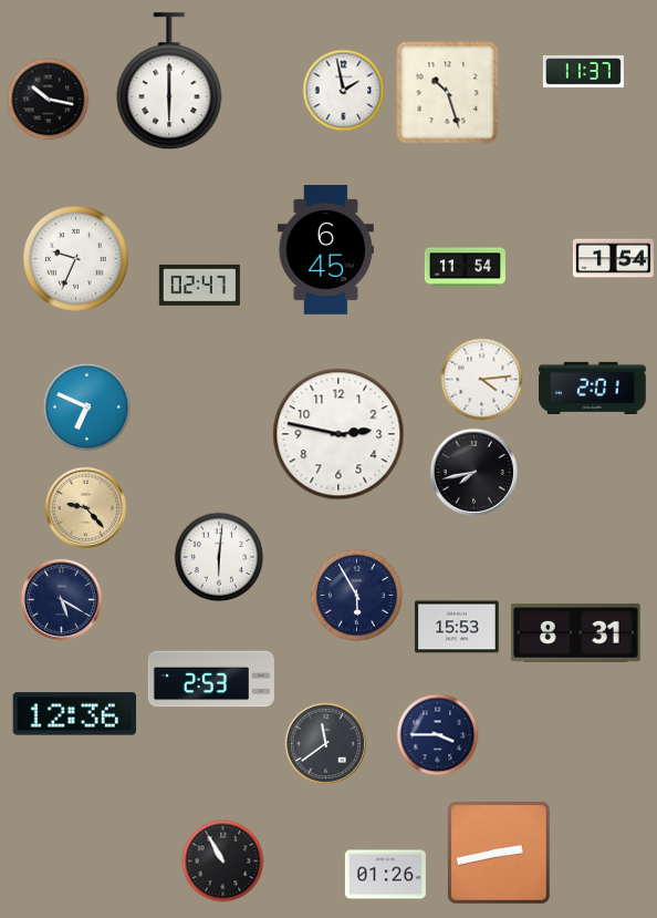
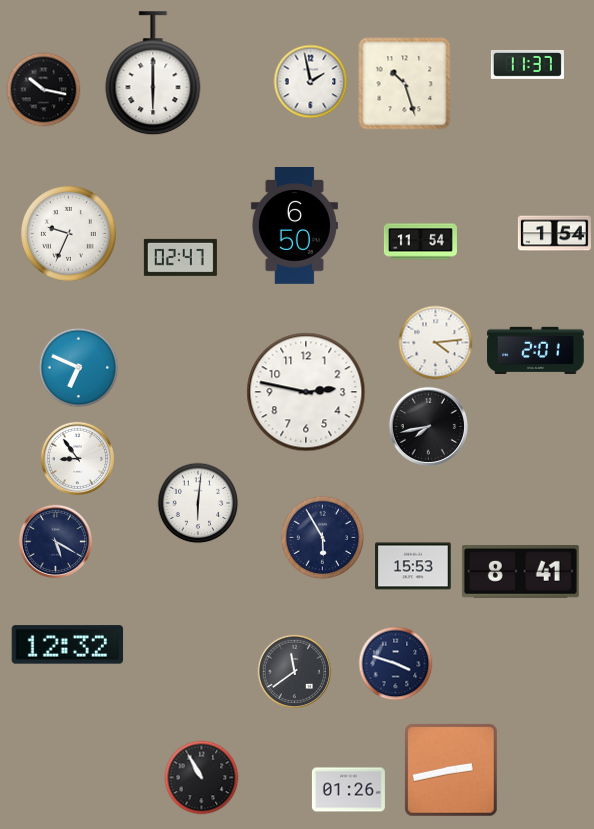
clock at (325, 250): 6:45 -> 6:50
clock at (86, 508): 9:23 -> 8:54
clock at (86, 508) dial: champagne -> white
clock at (575, 633): 8:31 -> 8:41
clock at (211, 679): 2:53 -> none
clock at (75, 714): 12:36 -> 12:32
clock at (438, 735): 3:45 -> 3:48
